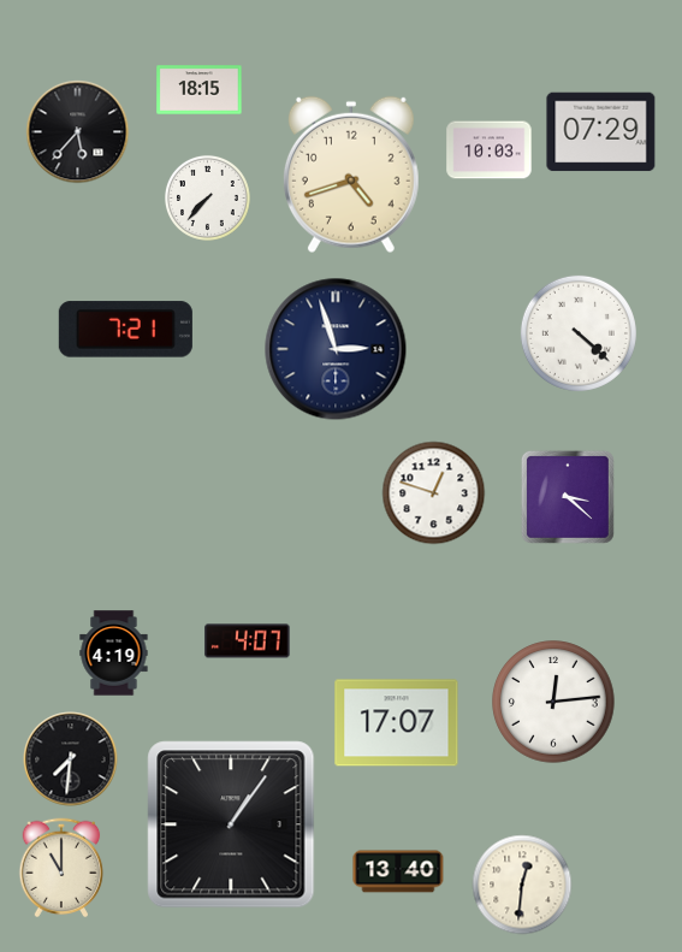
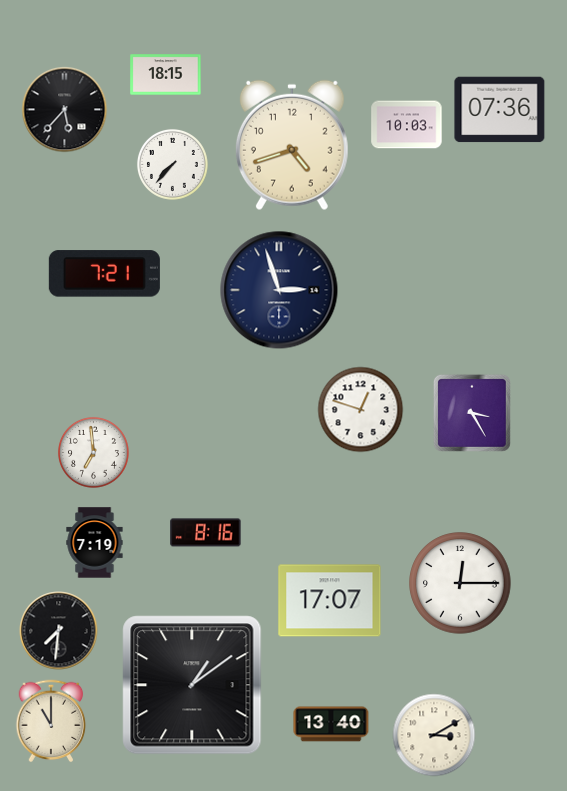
clock at (601, 132): 07:29 -> 07:36
clock at (579, 333): 4:22 -> none
clock at (568, 497): 3:22 -> 3:25
clock at (93, 452): none -> 6:59
clock at (248, 641): 4:07 -> 8:16
clock at (114, 654): 4:19 -> 7:19
clock at (553, 702): 12:14 -> 12:15
clock at (231, 824): 1:06 -> 1:09
clock at (522, 885): 12:31 -> 3:10
